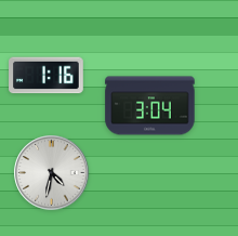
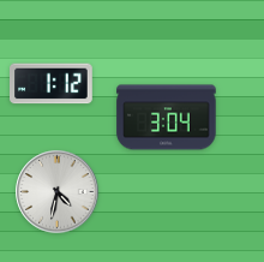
clock at (47, 76): 1:16 -> 1:12
